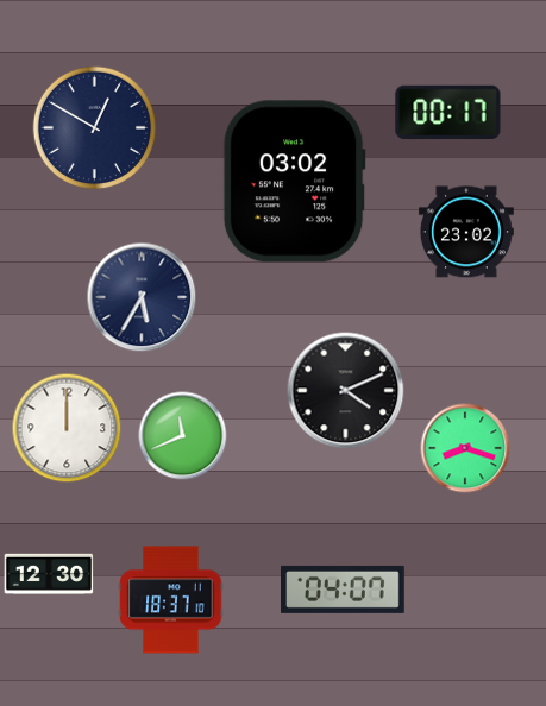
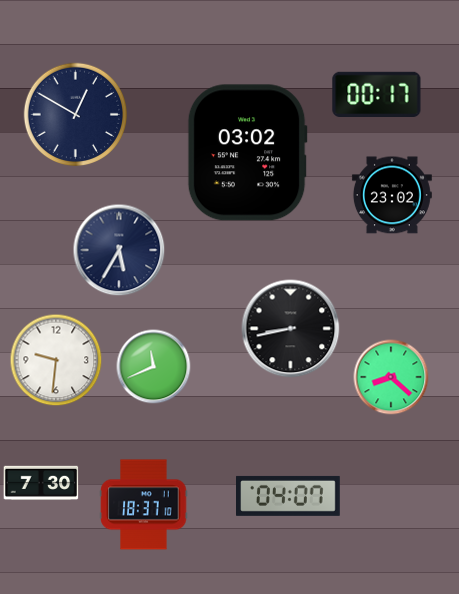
clock at (95, 128) position: (95, 128) -> (76, 115)
clock at (346, 391): 4:11 -> 8:43
clock at (67, 428): 12:00 -> 9:31
clock at (465, 448): 8:18 -> 8:22
clock at (49, 574): 12:30 -> 7:30
